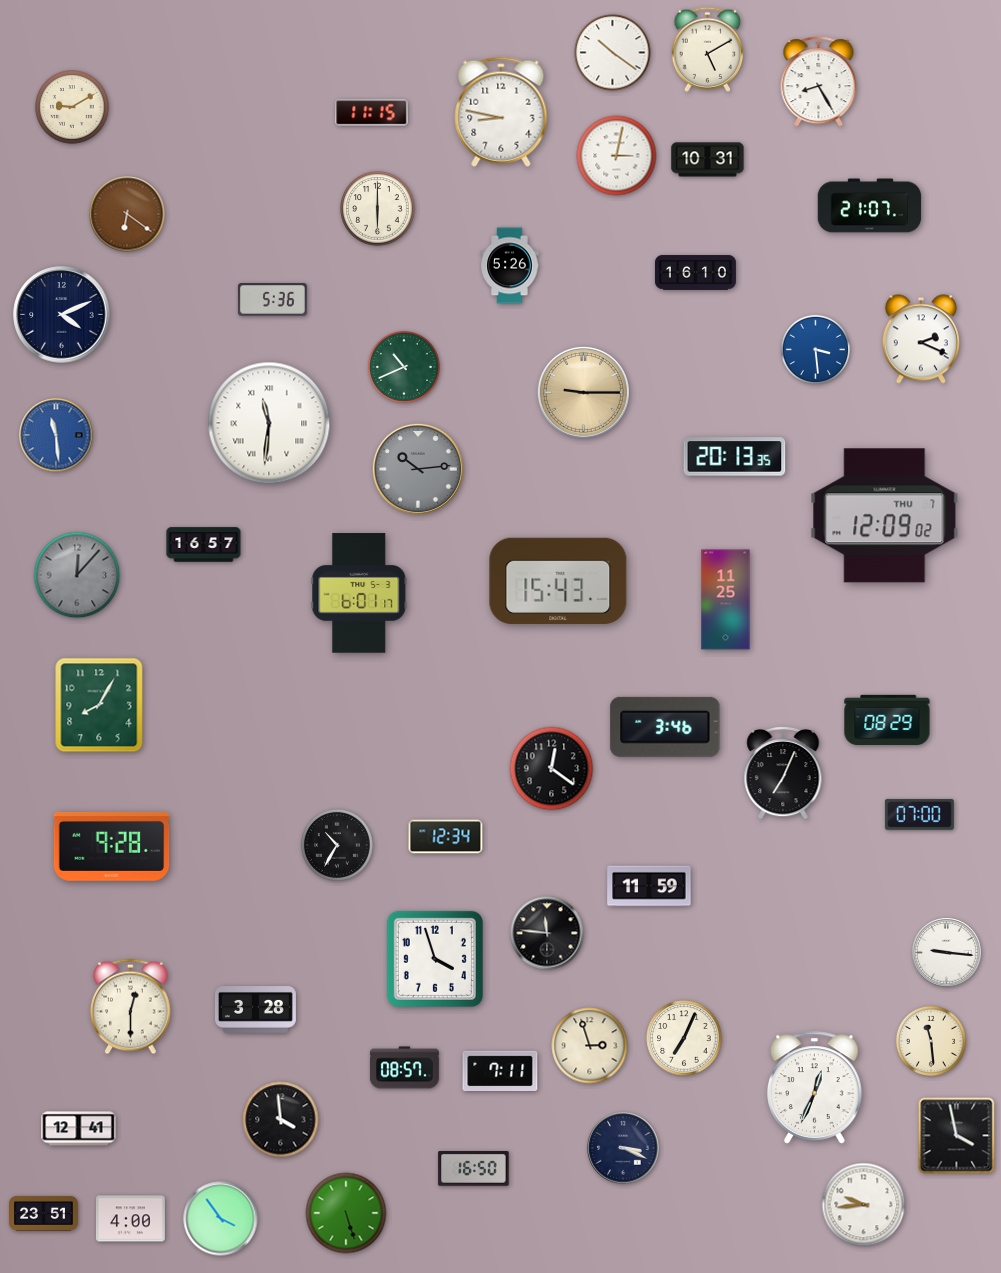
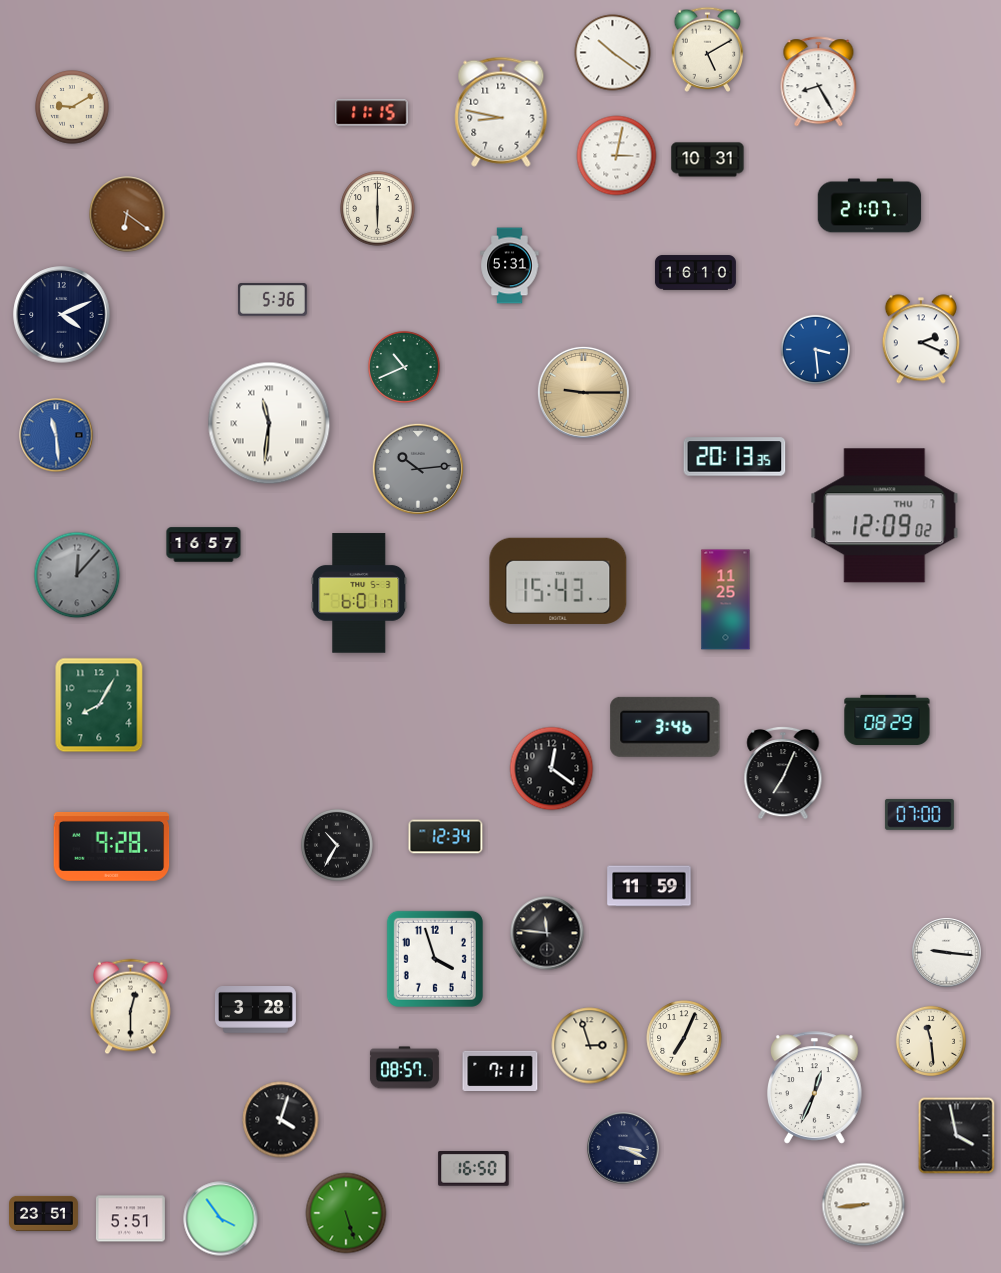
clock at (510, 266): 5:26 -> 5:31
clock at (281, 1120): 3:59 -> 4:03
clock at (79, 1129): 12:41 -> none
clock at (864, 1205): 9:44 -> 8:44
clock at (130, 1219): 4:00 -> 5:51
